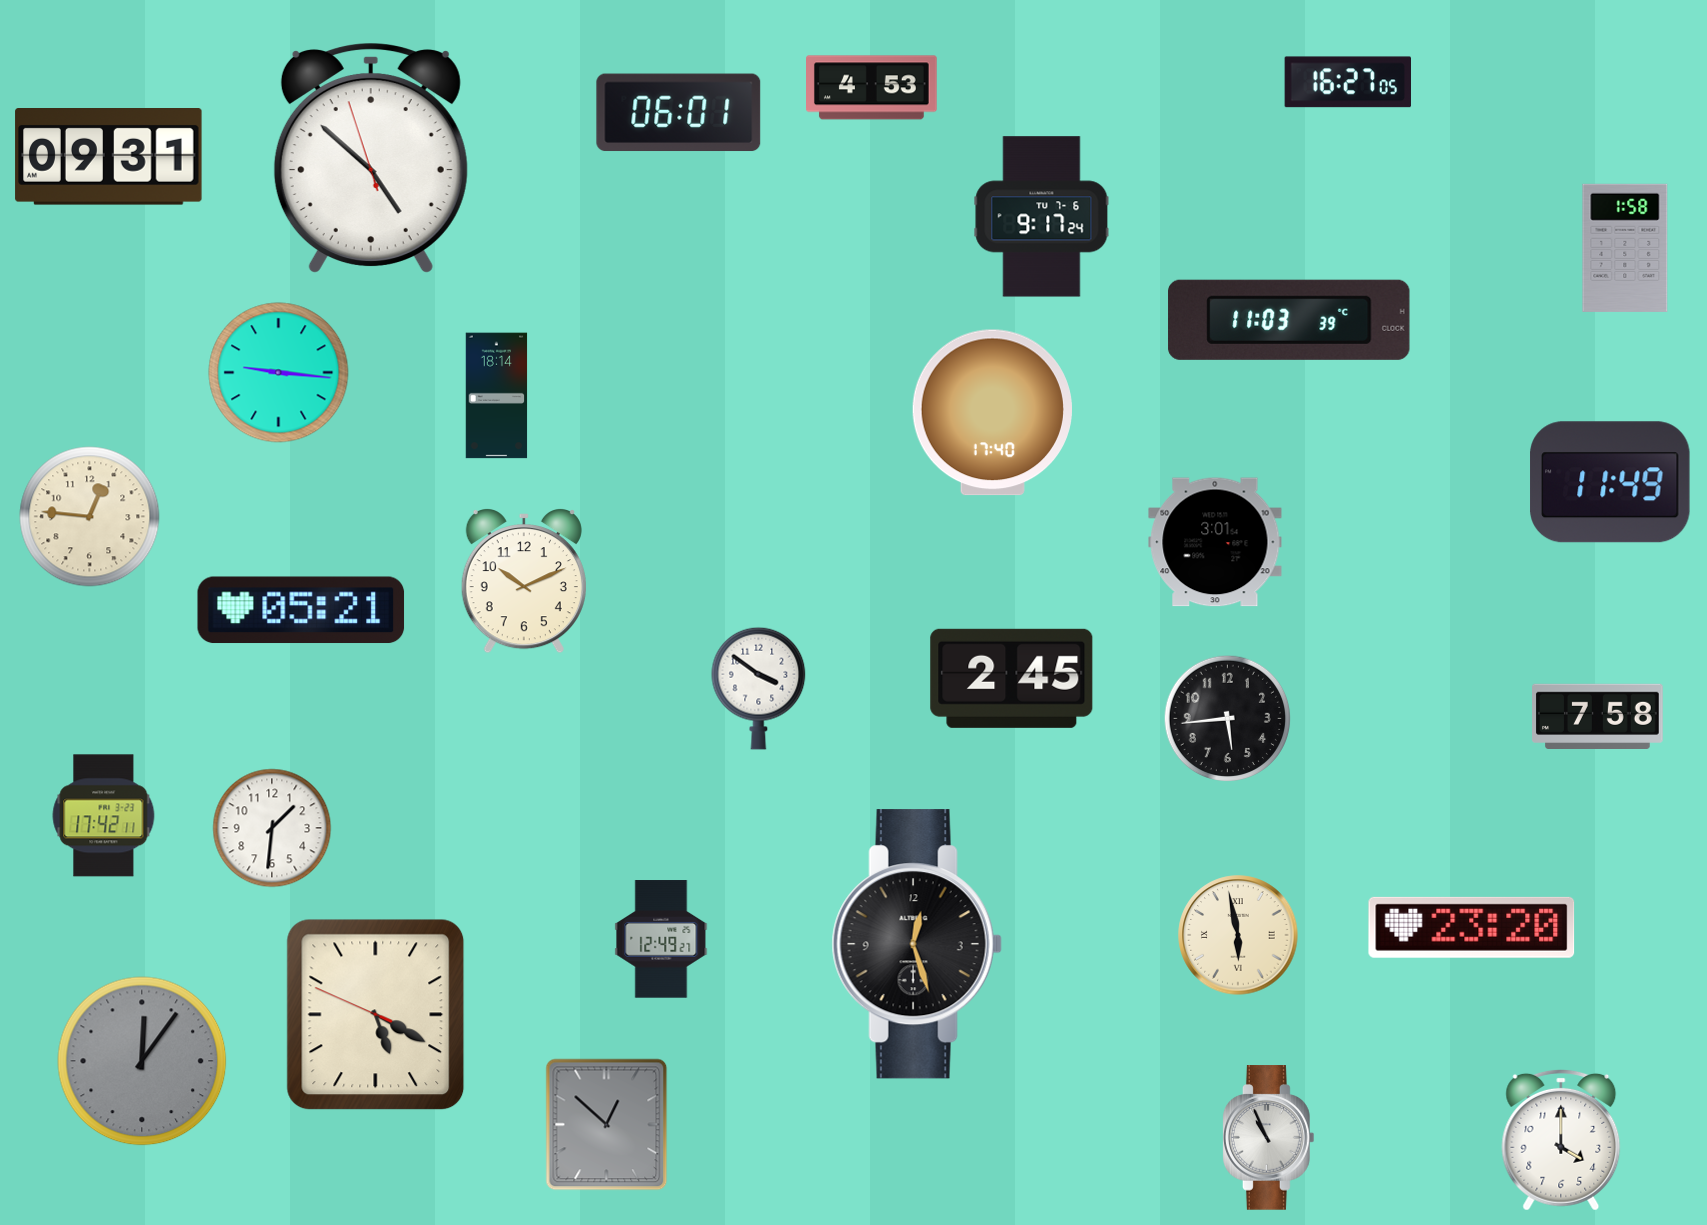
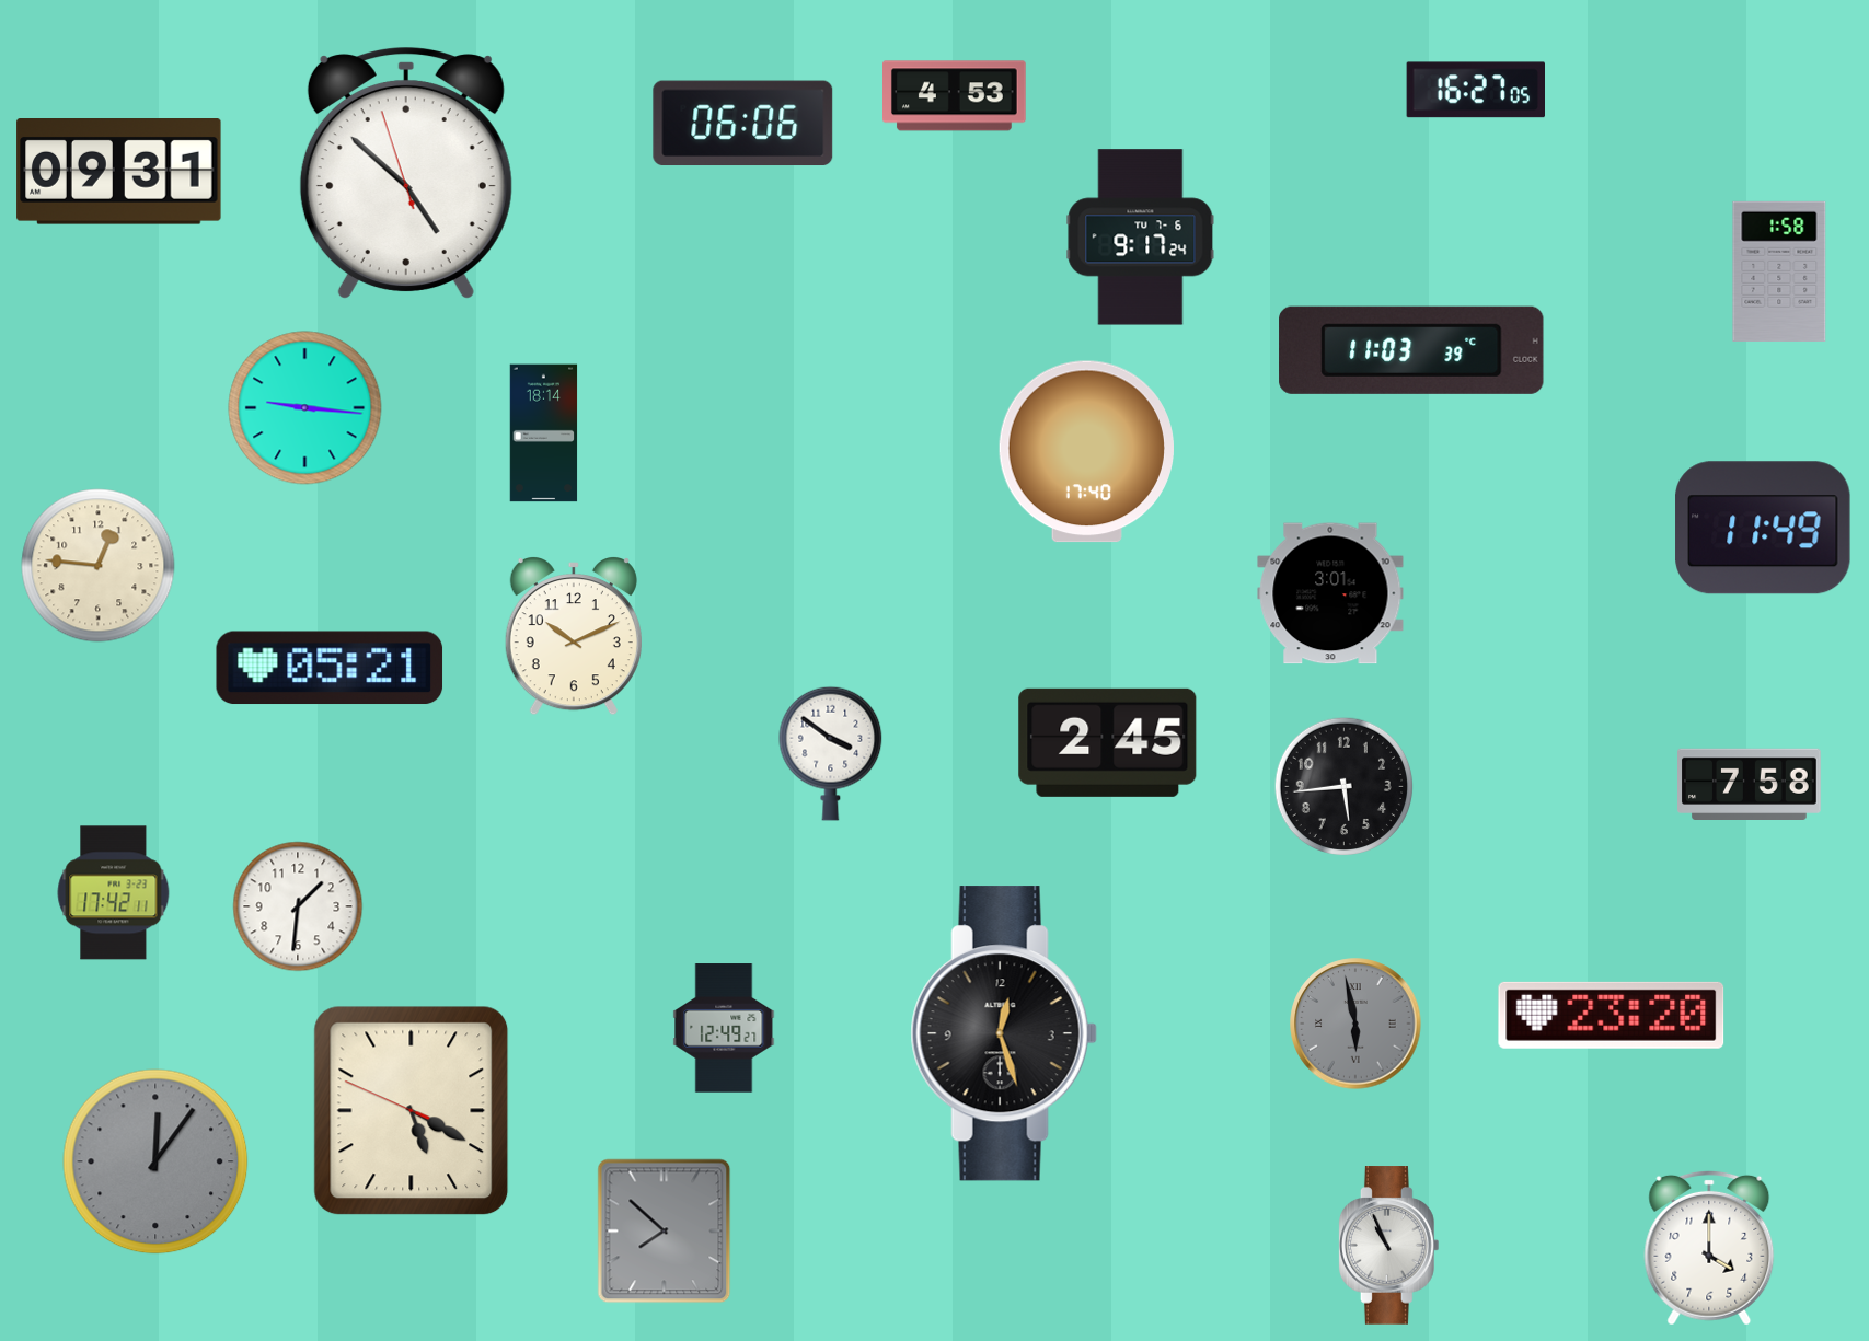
clock at (679, 113): 06:01 -> 06:06
clock at (1238, 935) dial: cream -> grey
clock at (607, 1125): 12:52 -> 7:52
